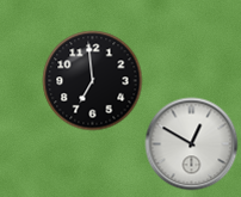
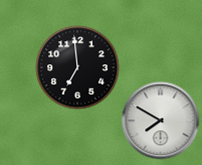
clock at (191, 143): 12:50 -> 7:50
